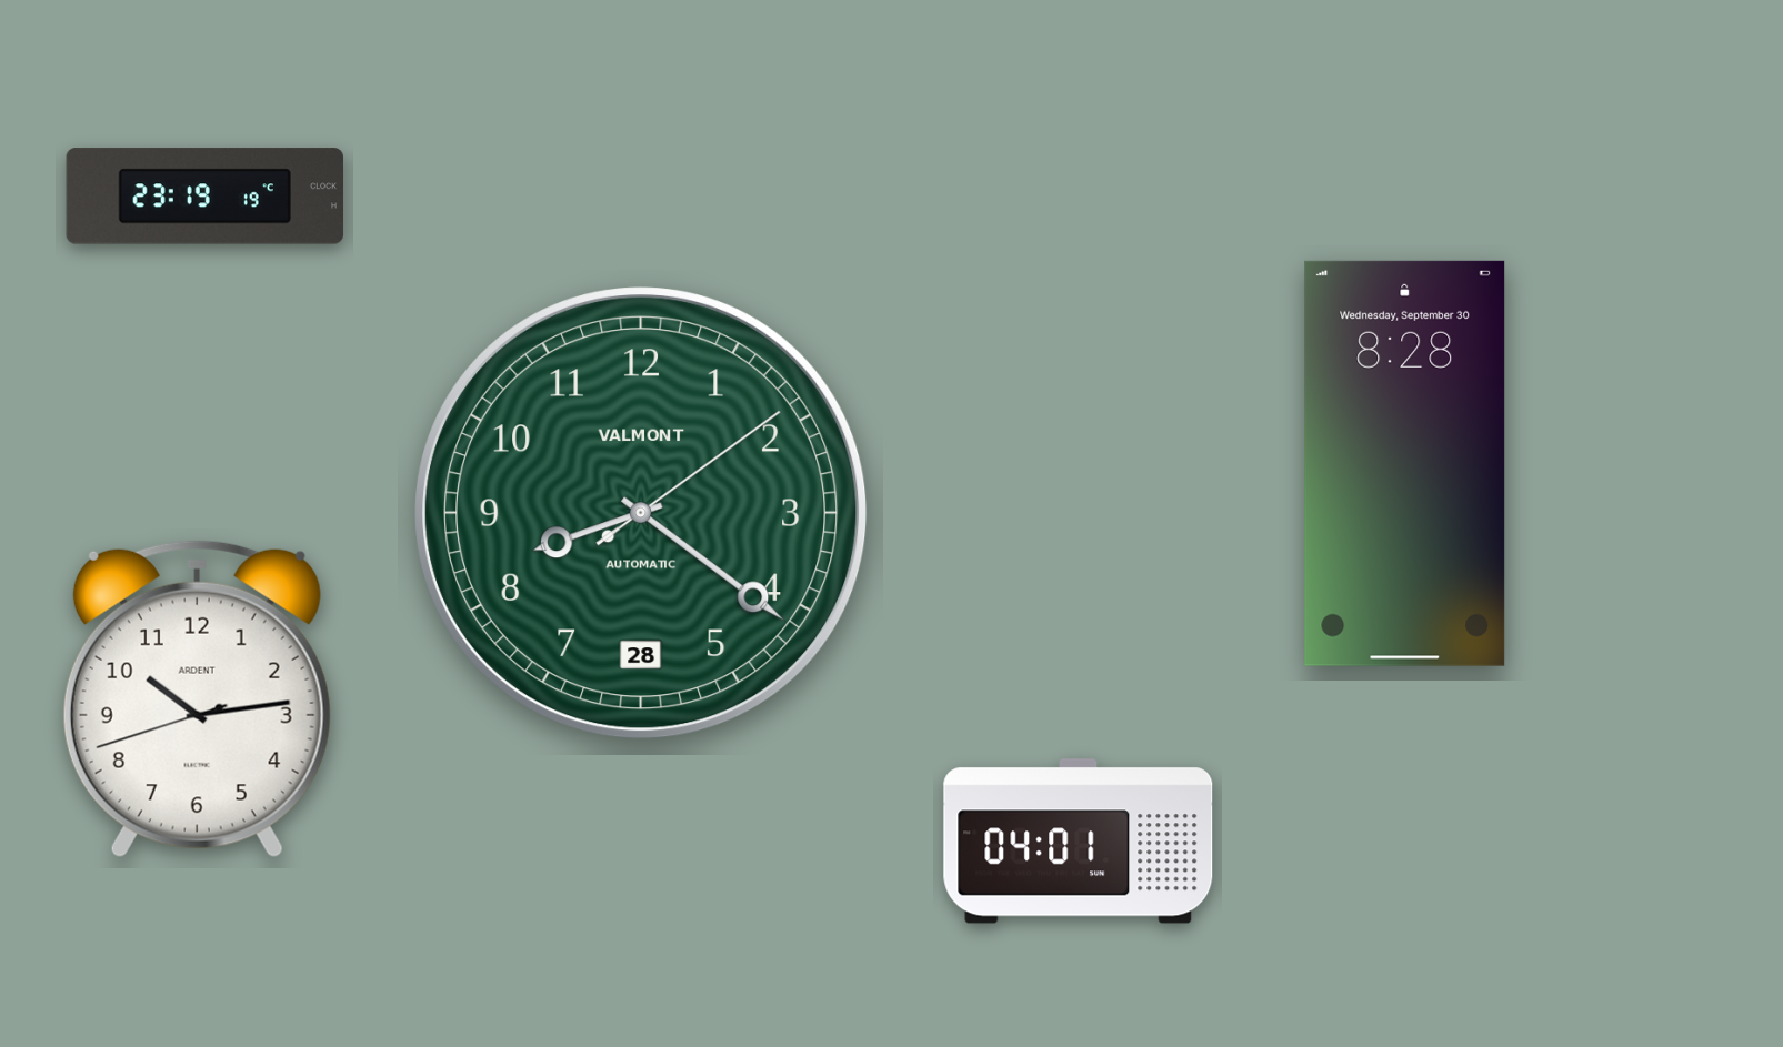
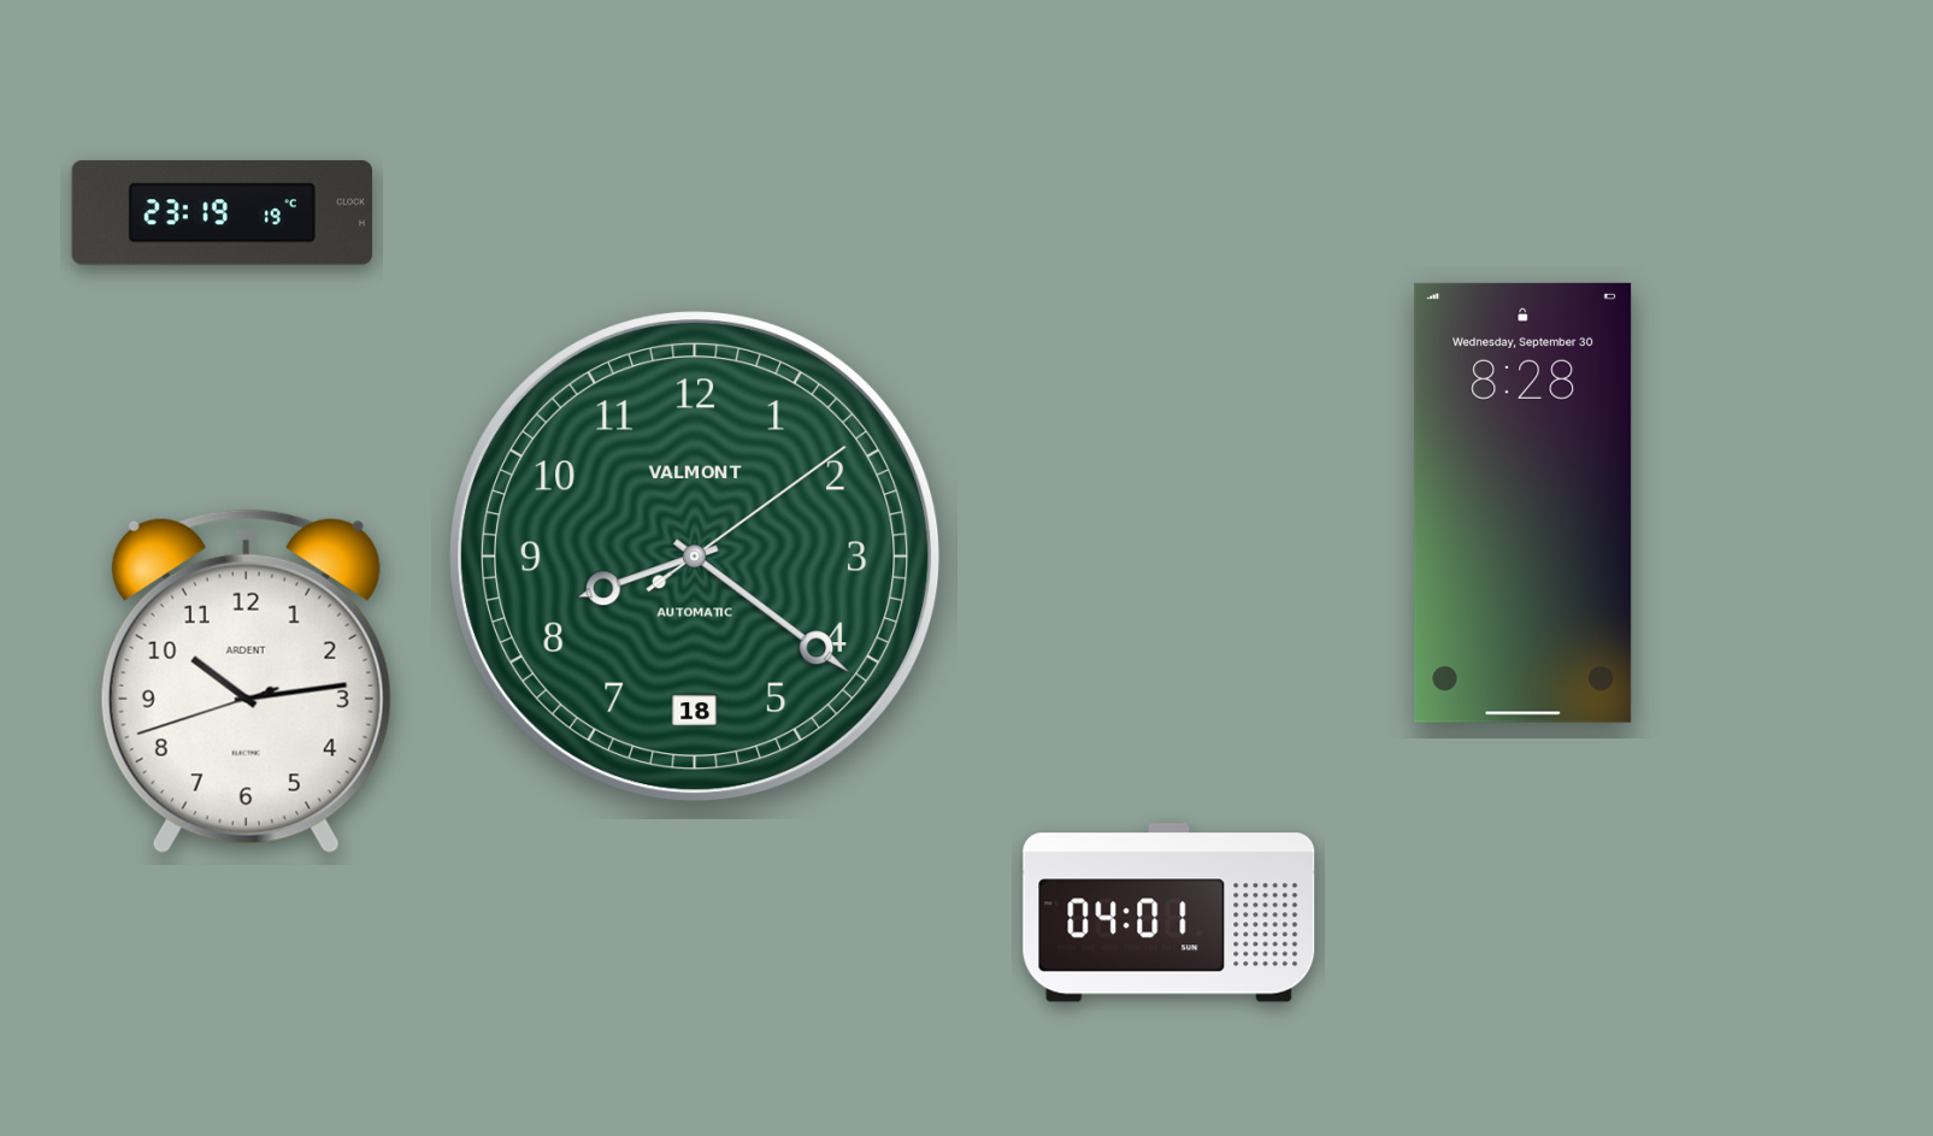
clock at (641, 513) date: 28 -> 18
clock at (197, 699) position: (197, 699) -> (246, 682)
